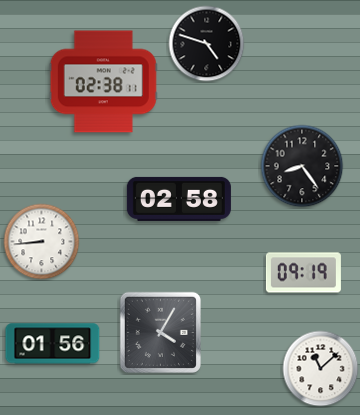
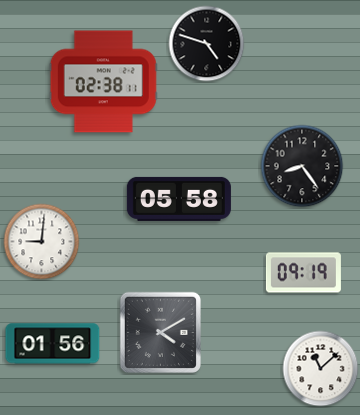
clock at (179, 199): 02:58 -> 05:58
clock at (42, 242): 8:44 -> 9:01
clock at (160, 332): 4:05 -> 4:10
